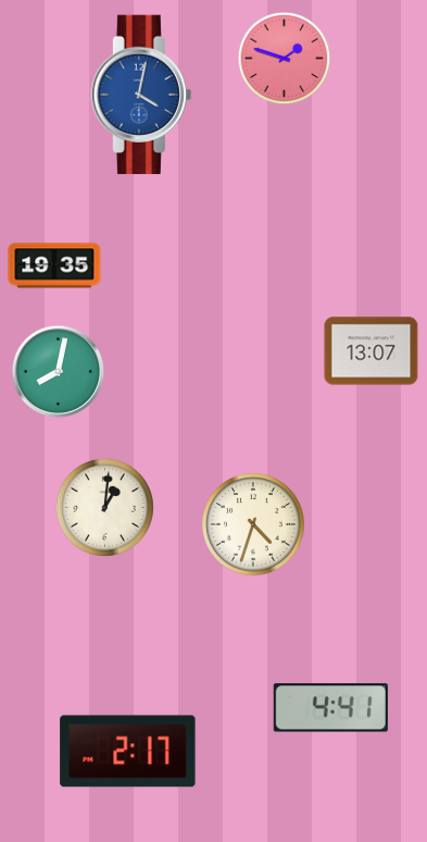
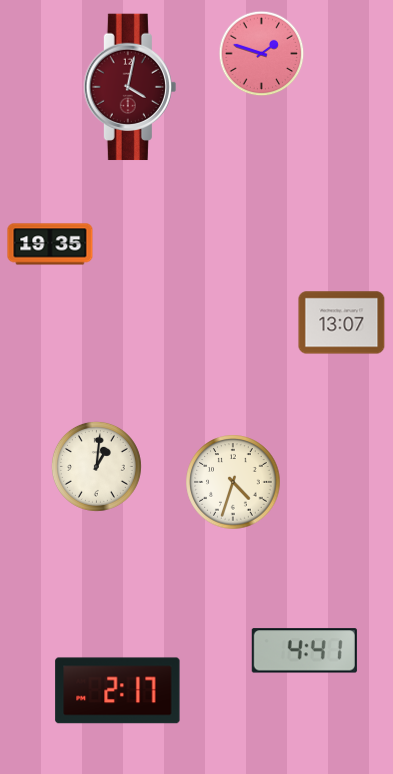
clock at (141, 95) dial: blue -> burgundy
clock at (59, 372): 8:02 -> none
